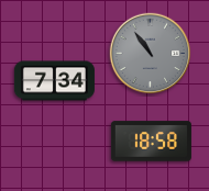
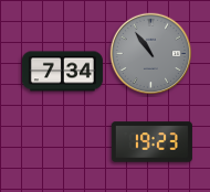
clock at (54, 81) position: (54, 81) -> (62, 72)
clock at (151, 142): 18:58 -> 19:23
